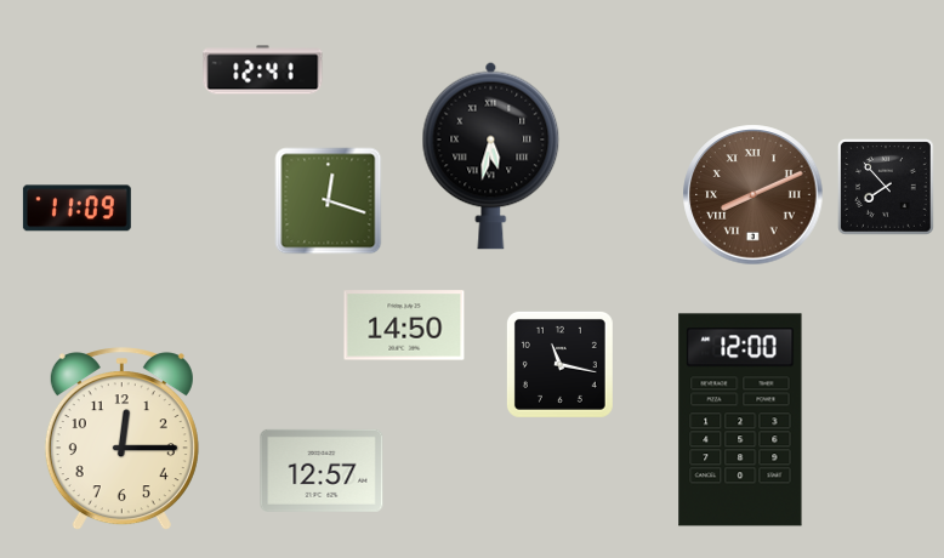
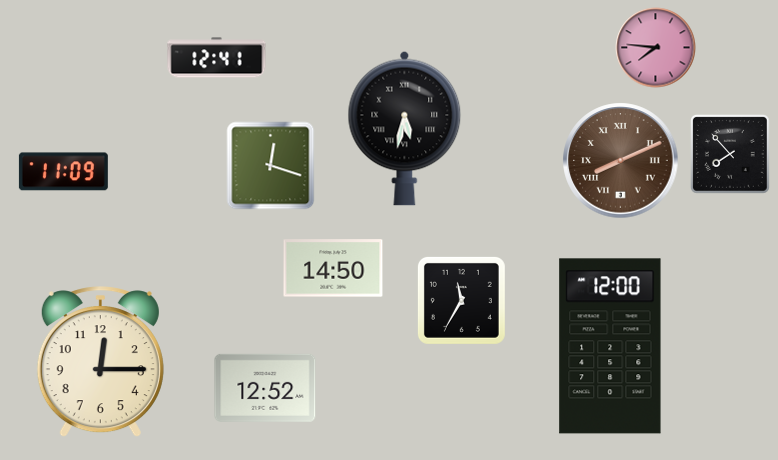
clock at (656, 48): none -> 7:46
clock at (559, 364): 11:17 -> 11:35
clock at (322, 471): 12:57 -> 12:52
